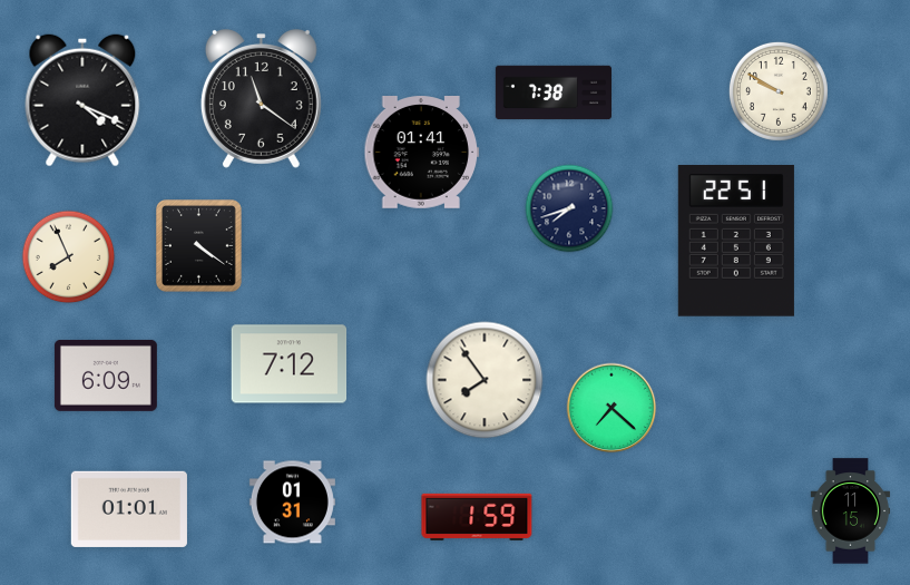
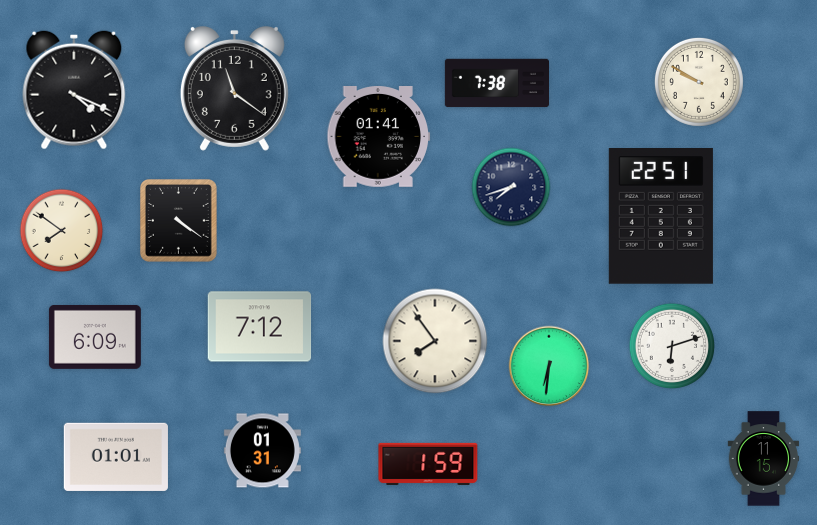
clock at (69, 257): 7:56 -> 7:51
clock at (671, 345): none -> 6:12
clock at (611, 408): 7:22 -> 6:31
